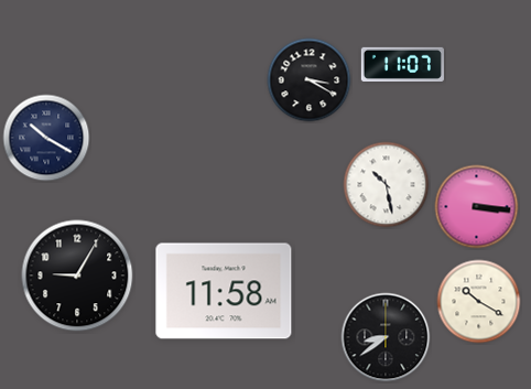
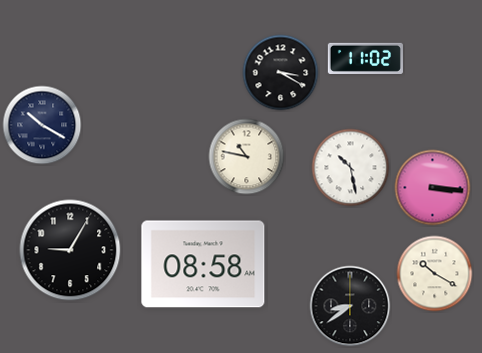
clock at (402, 64): 11:07 -> 11:02
clock at (247, 157): none -> 10:47
clock at (224, 291): 11:58 -> 08:58
